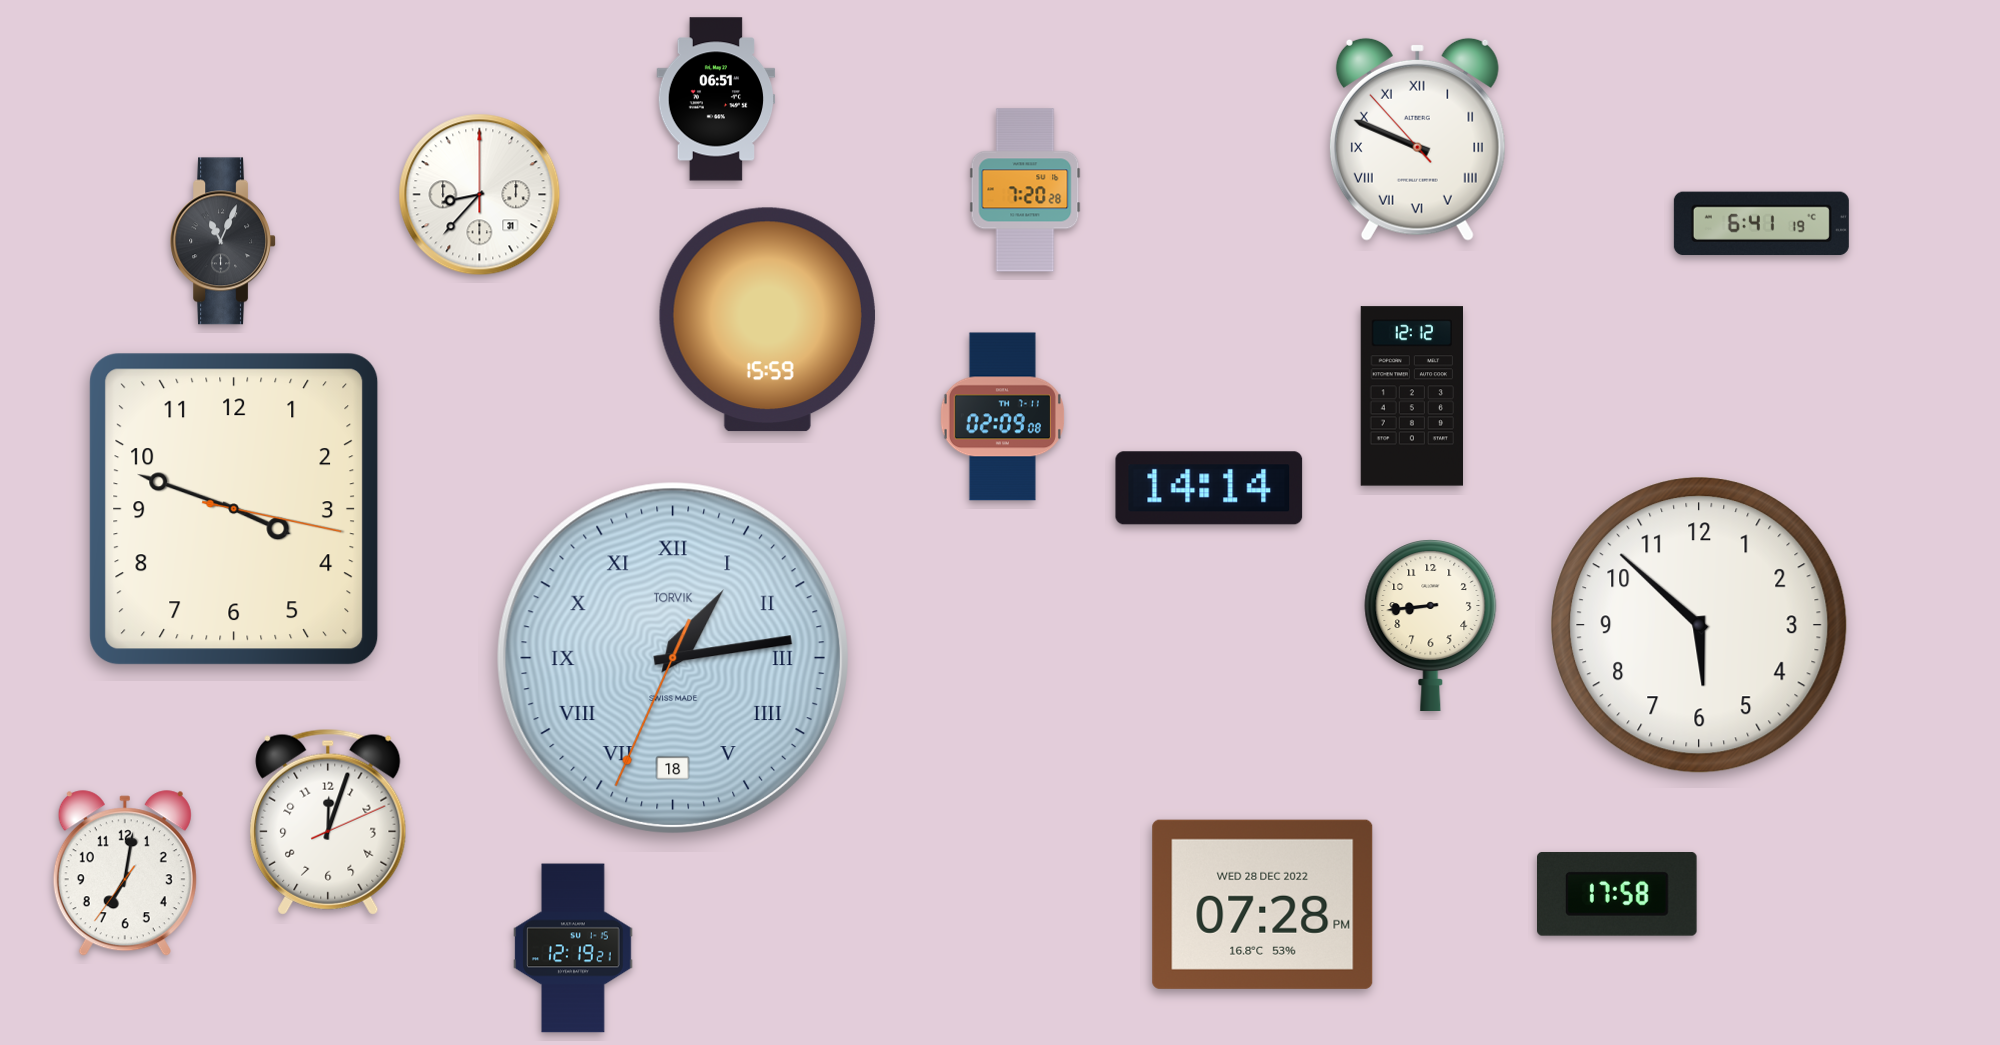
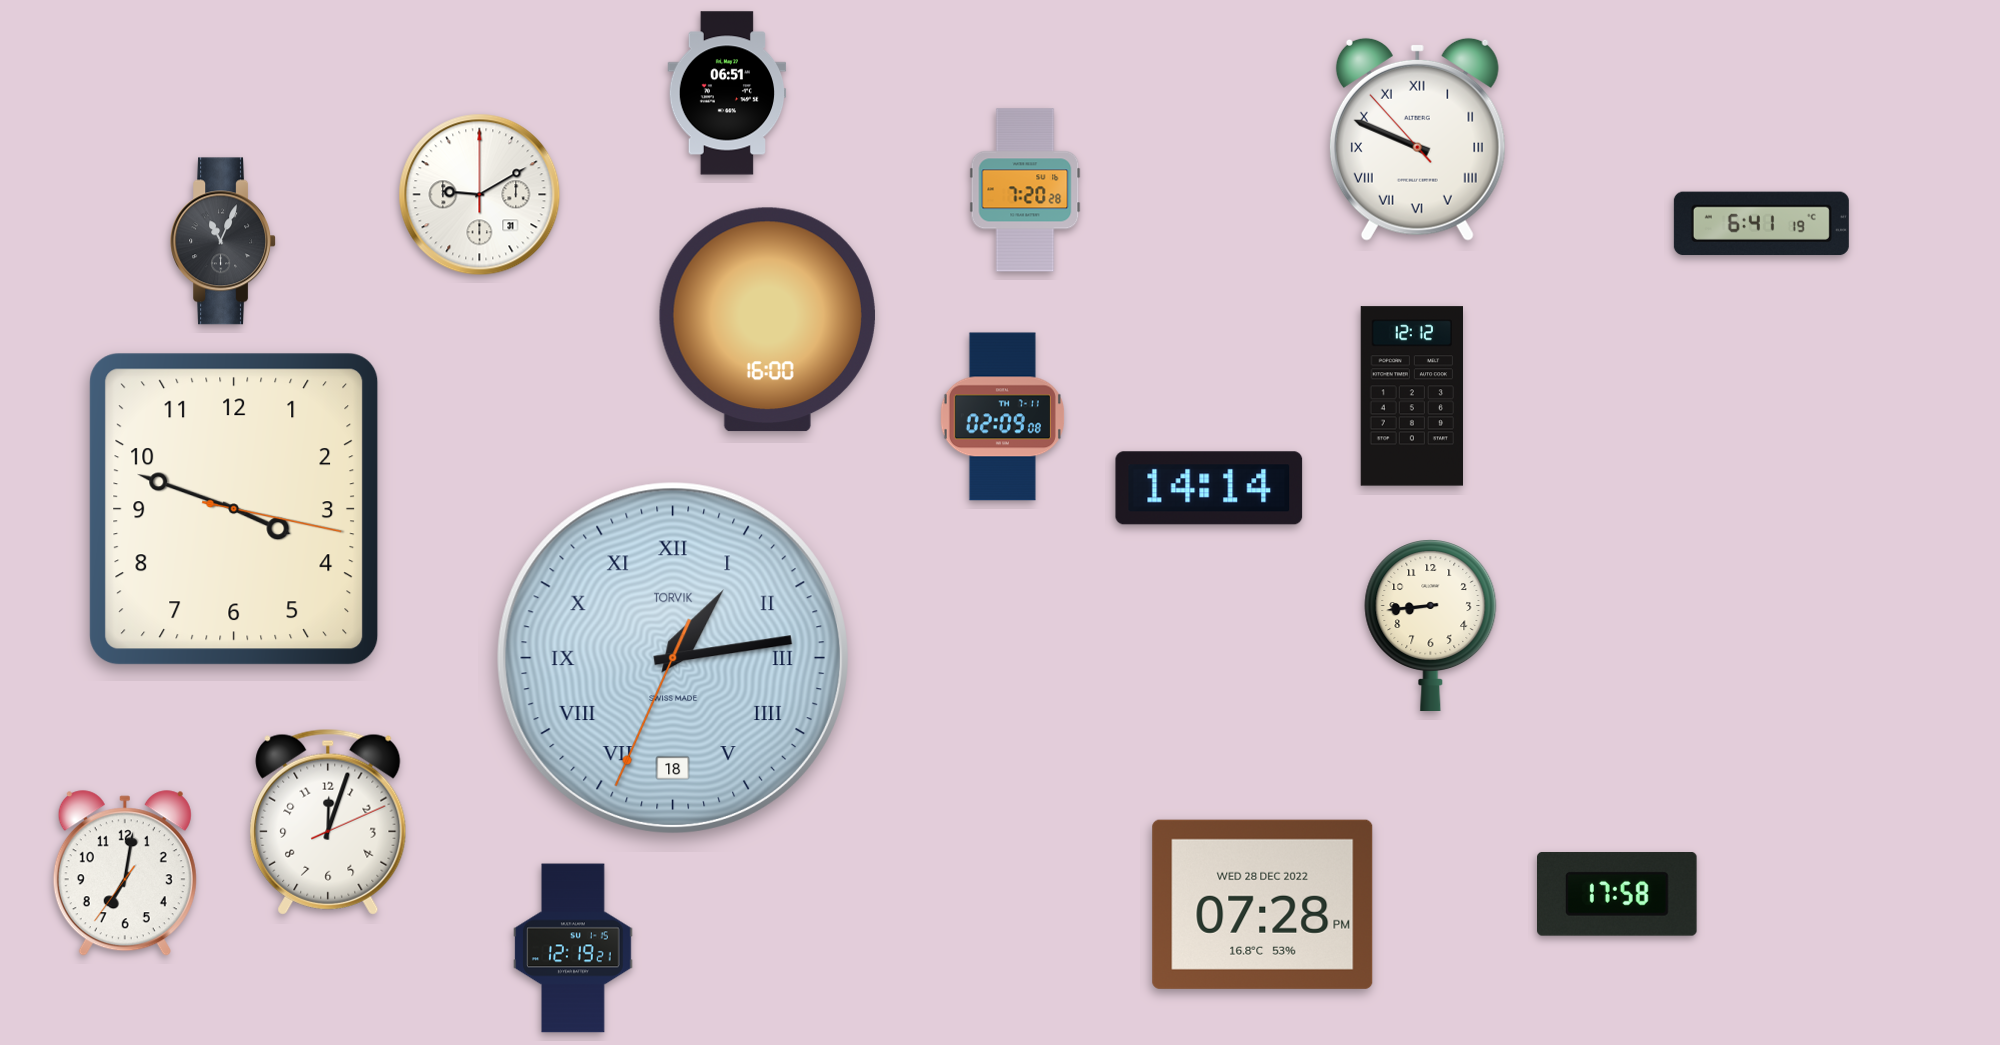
clock at (716, 99) position: (716, 99) -> (727, 93)
clock at (480, 195): 8:37 -> 9:10
clock at (767, 320): 15:59 -> 16:00
clock at (1699, 625): 5:52 -> none
